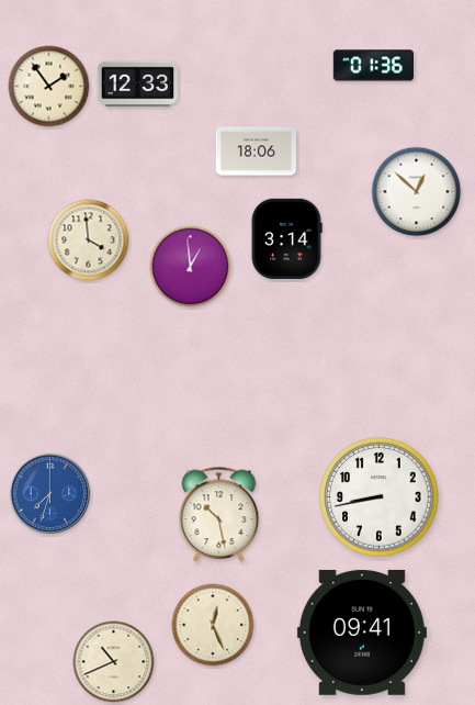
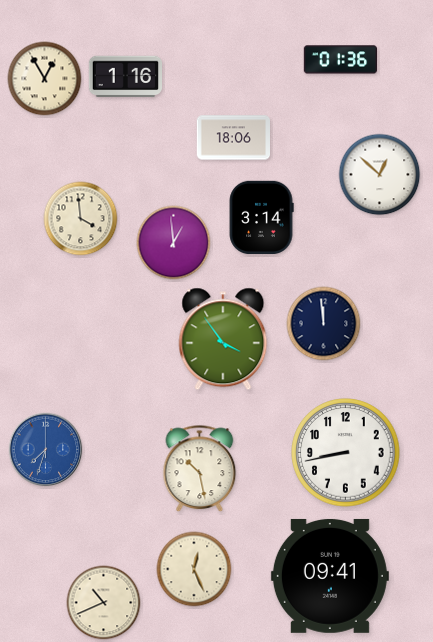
clock at (137, 85): 12:33 -> 1:16
clock at (49, 87): 1:54 -> 12:55
clock at (324, 324): none -> 11:59
clock at (223, 339): none -> 3:54
